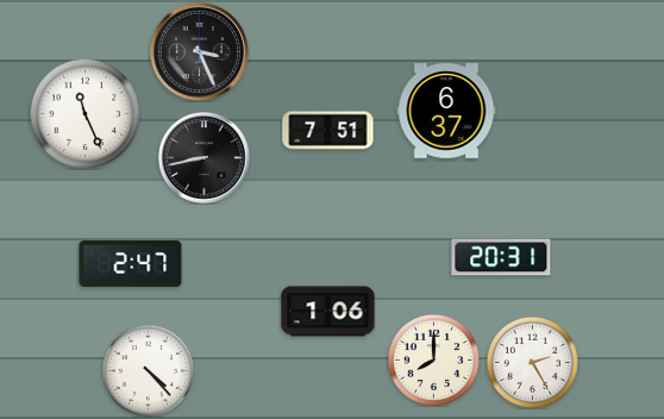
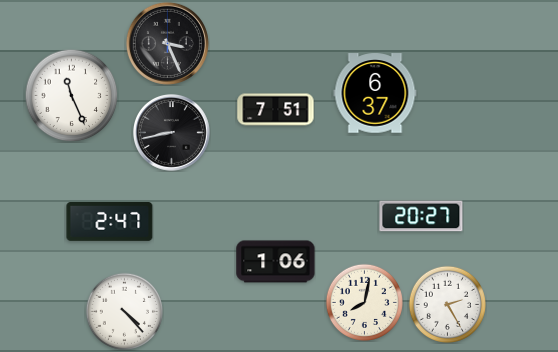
clock at (501, 257): 20:31 -> 20:27
clock at (433, 359): 8:00 -> 8:02
